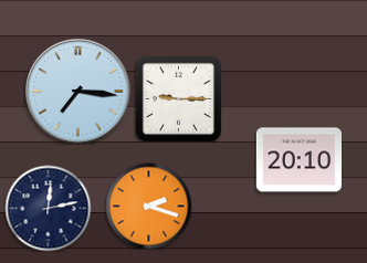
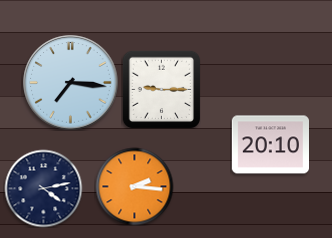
clock at (148, 206): 2:18 -> 2:16
clock at (48, 208): 12:13 -> 4:13
